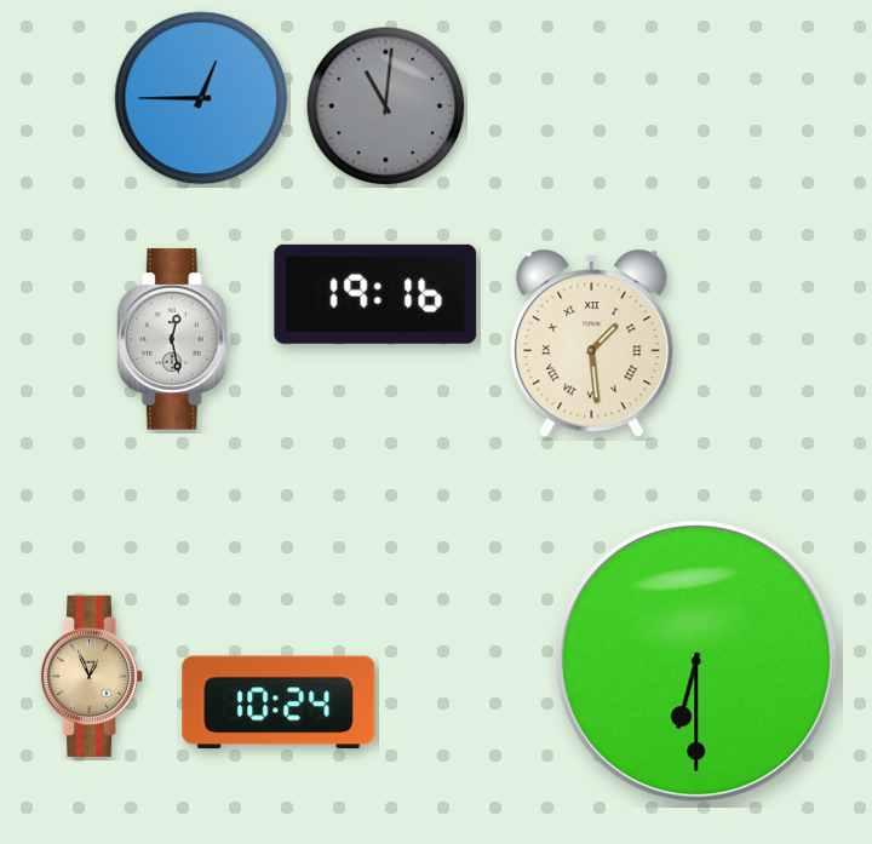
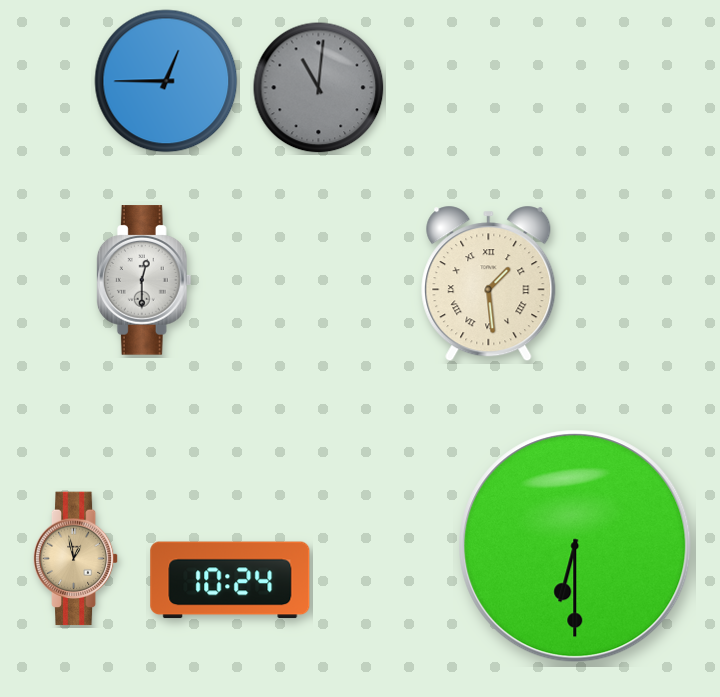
clock at (375, 294): 19:16 -> none
clock at (174, 339): 12:28 -> 12:30
clock at (92, 677): 12:56 -> 12:58
